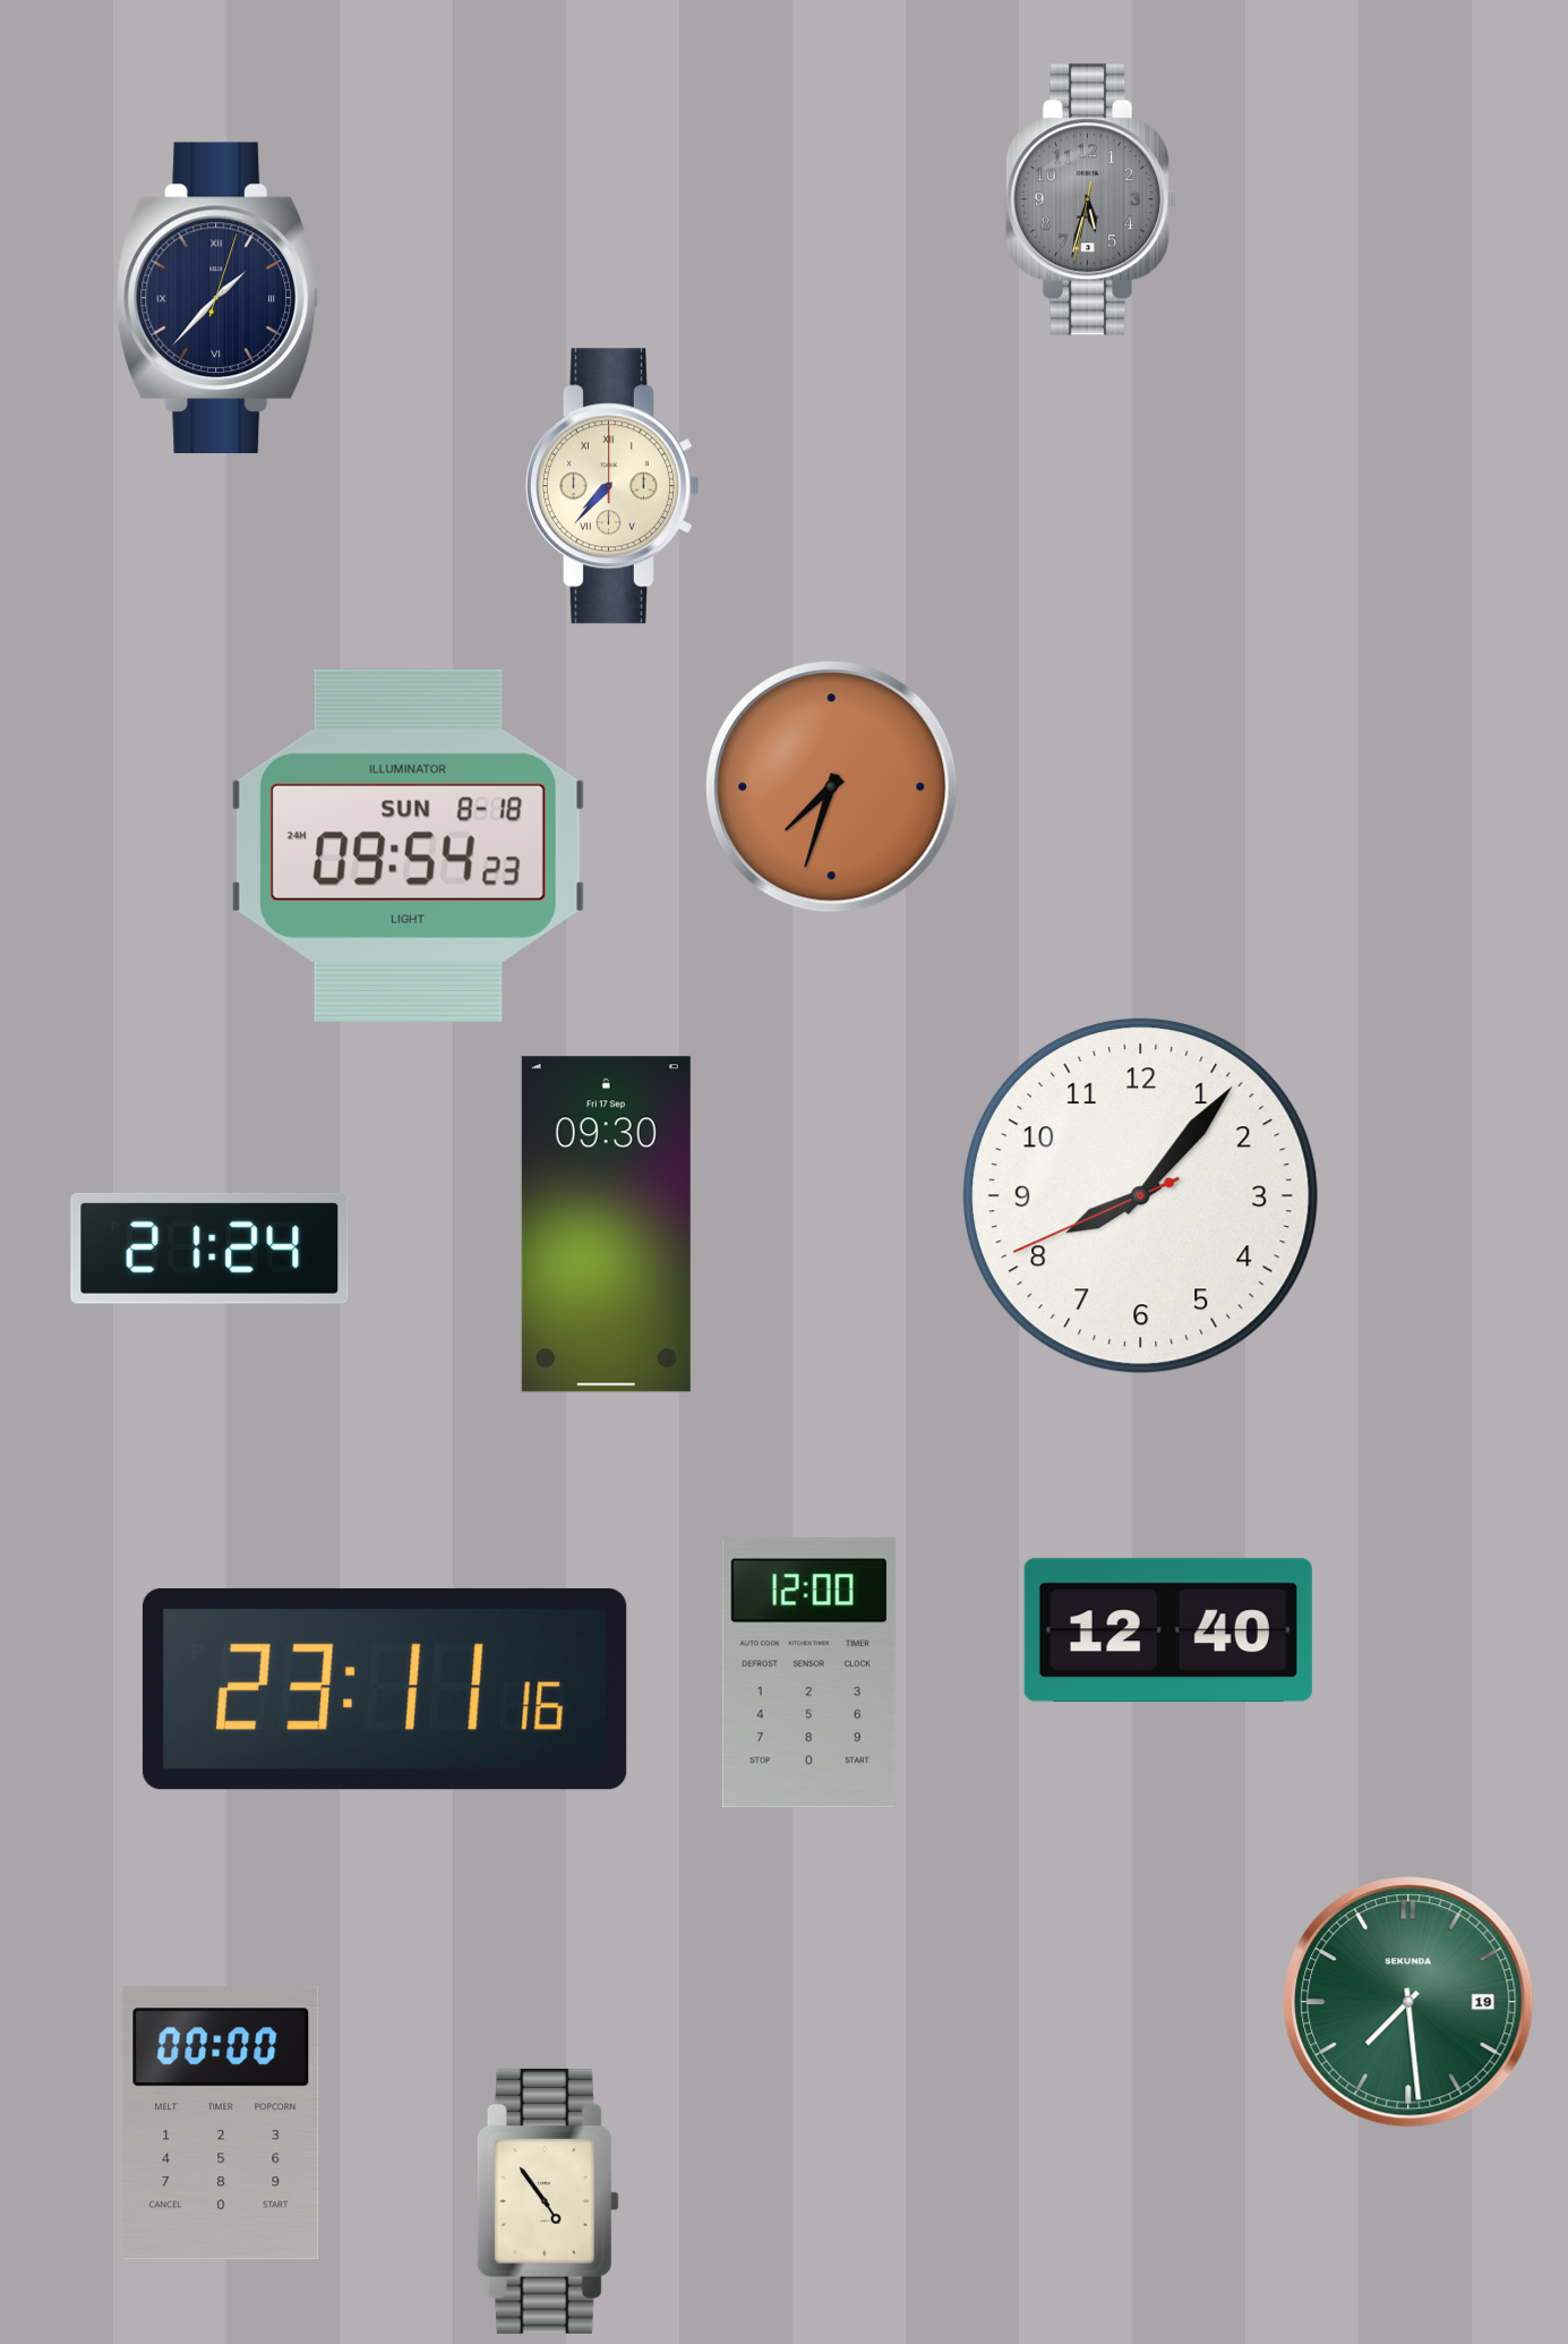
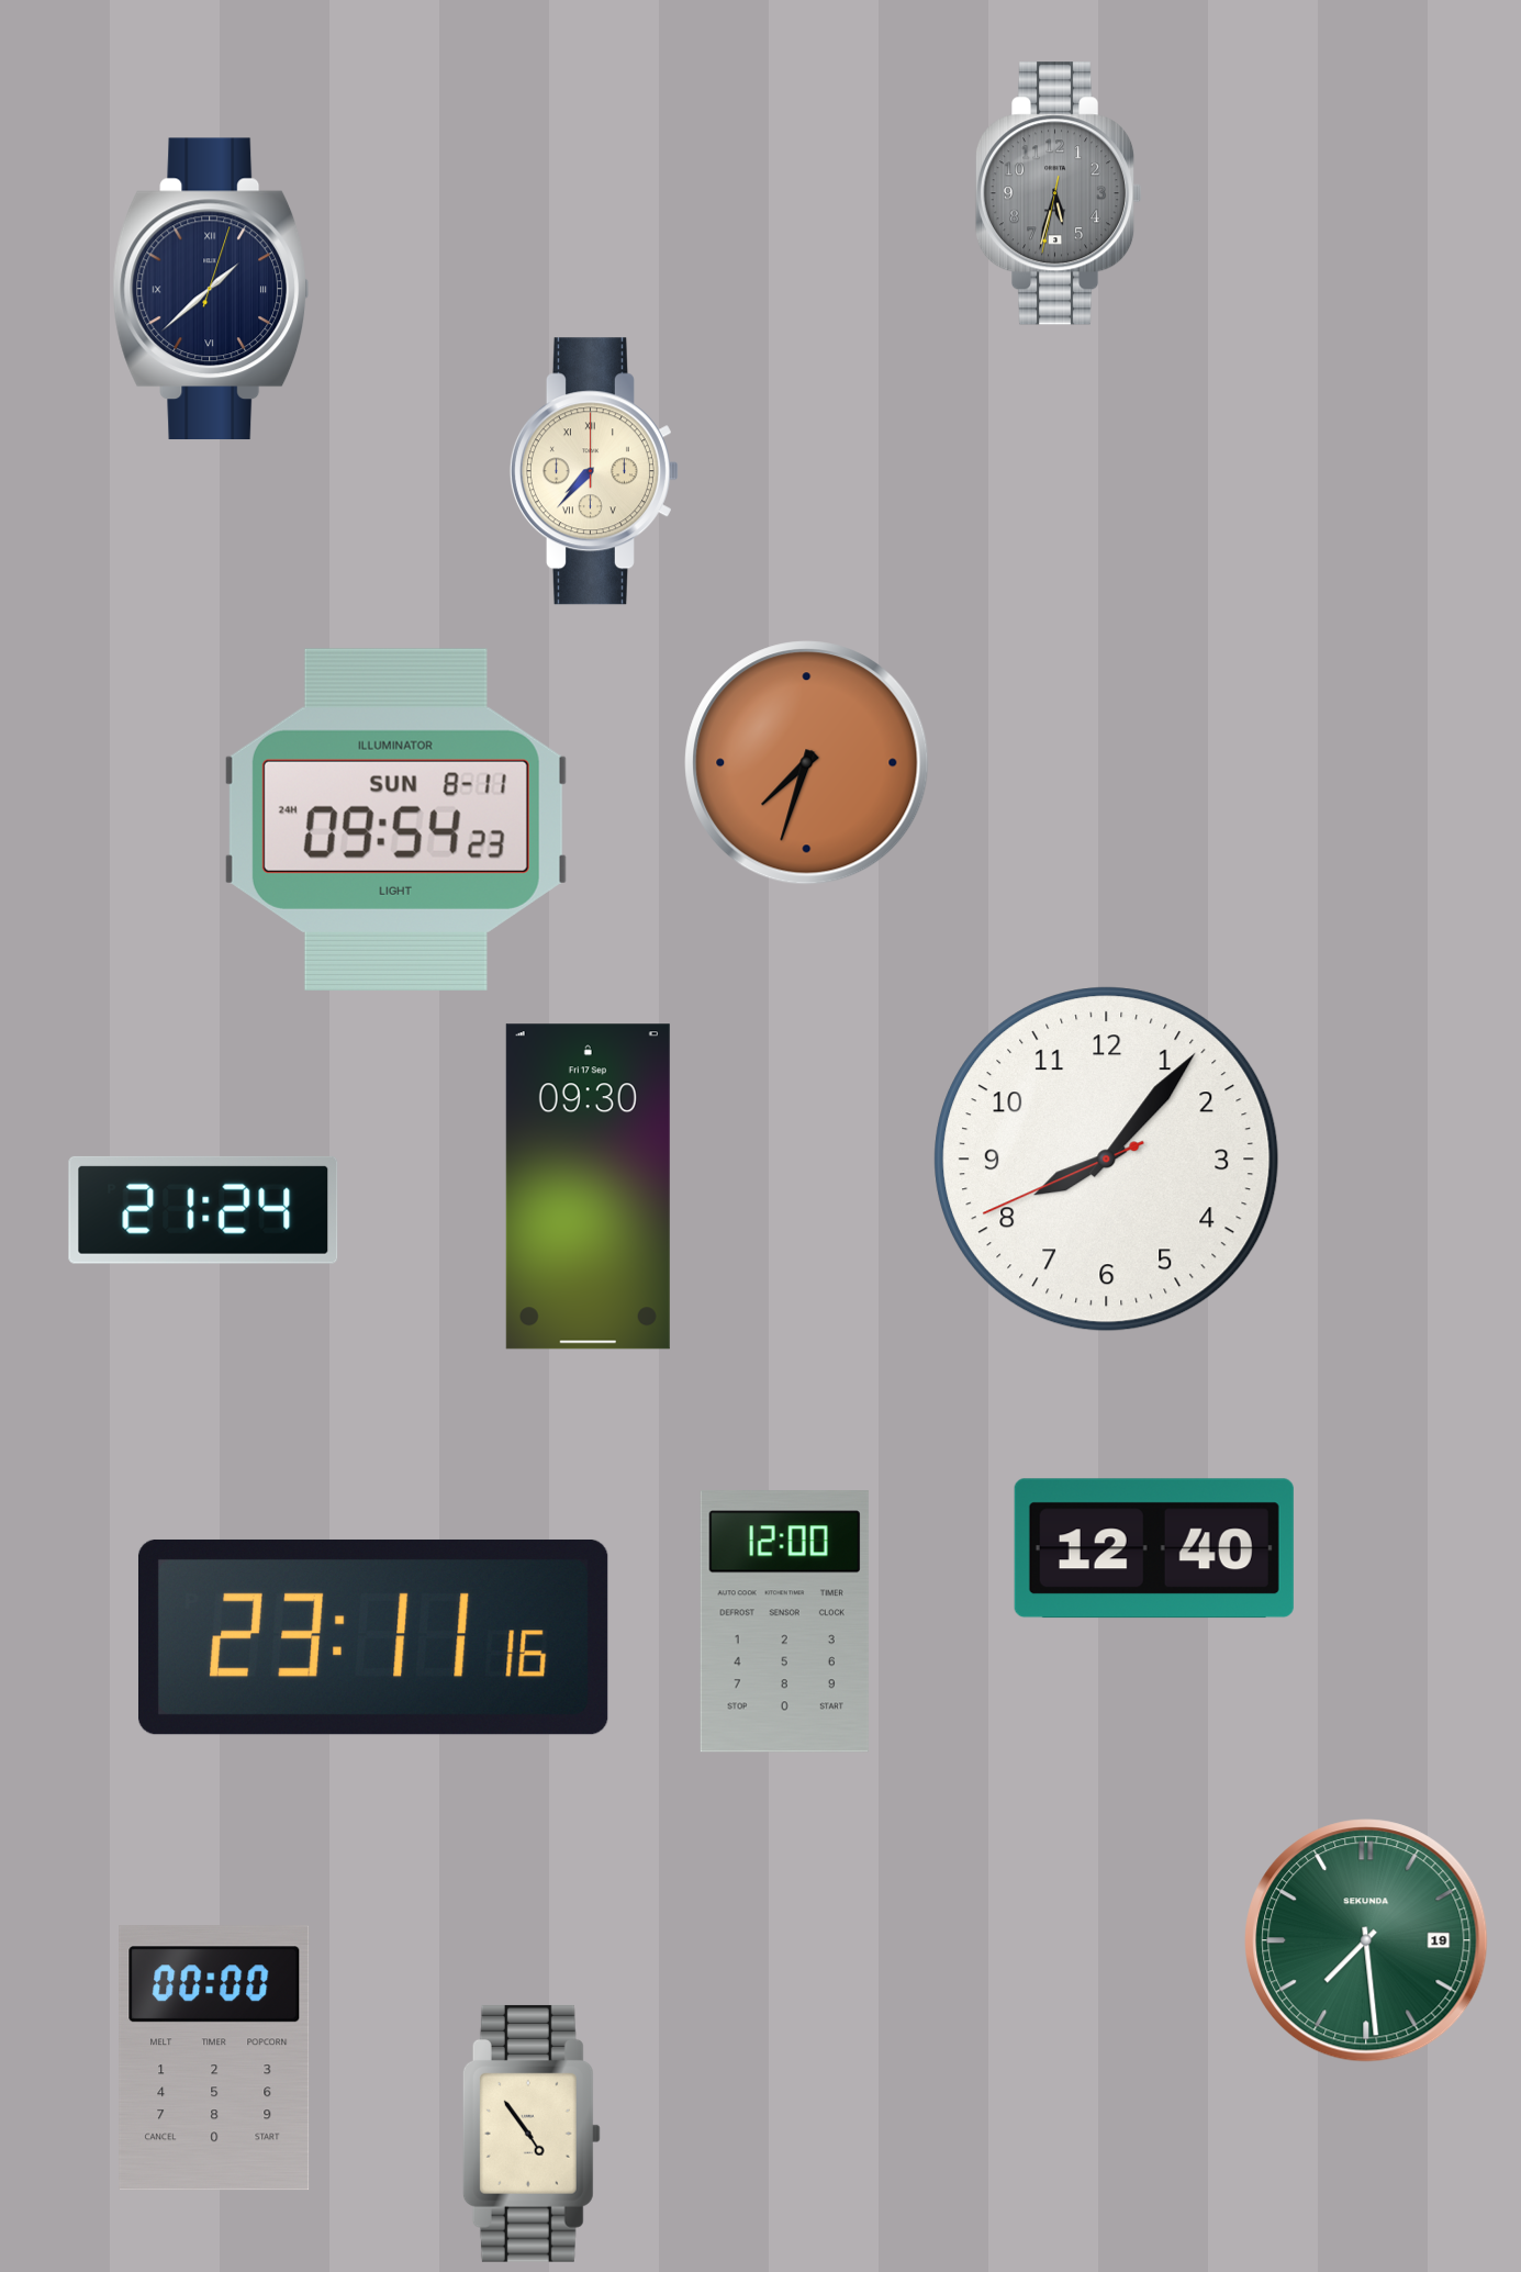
clock at (217, 298): 1:37 -> 1:38
clock at (408, 845) date: SUN 8-18 -> SUN 8-11
clock at (1168, 1630) position: (1168, 1630) -> (1154, 1548)
